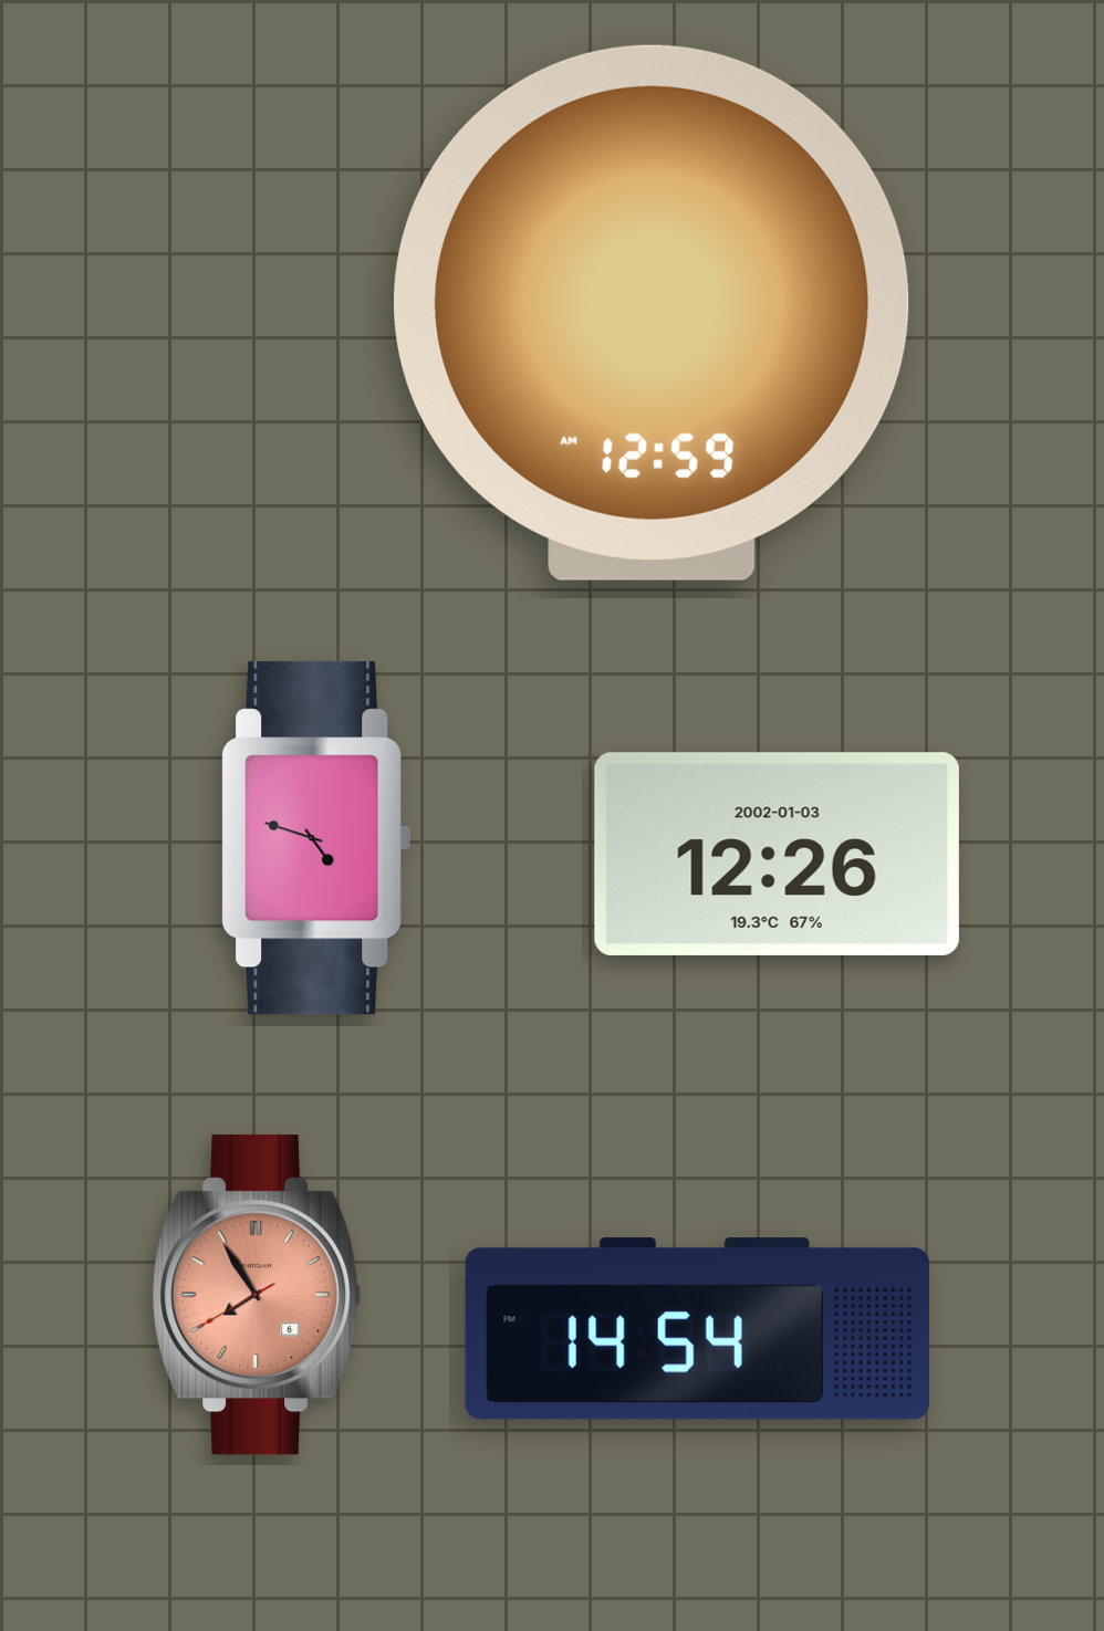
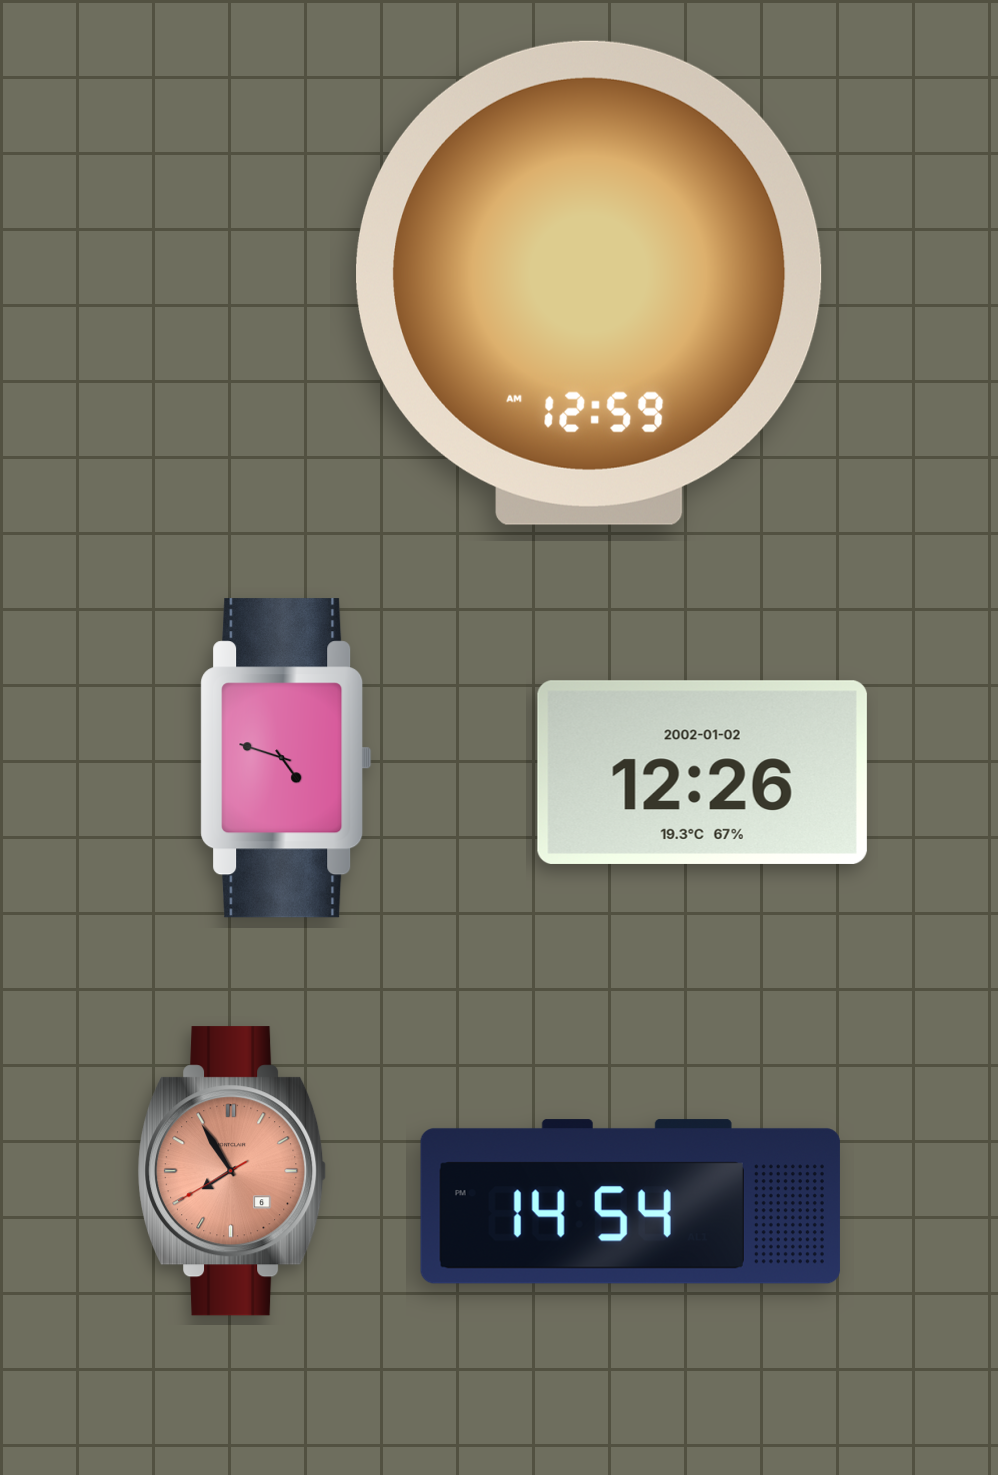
clock at (777, 854) date: 2002-01-03 -> 2002-01-02
